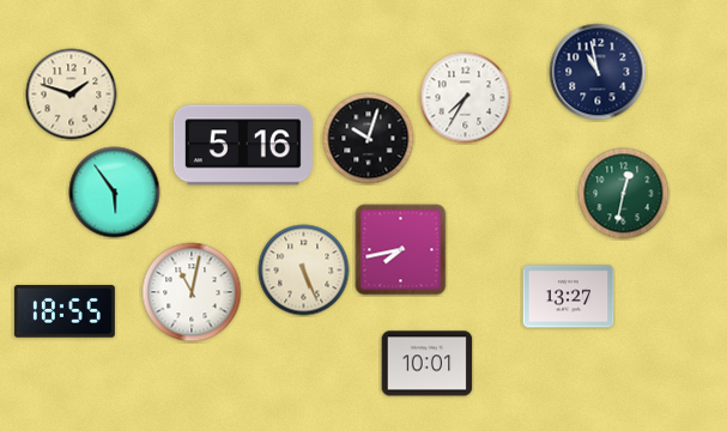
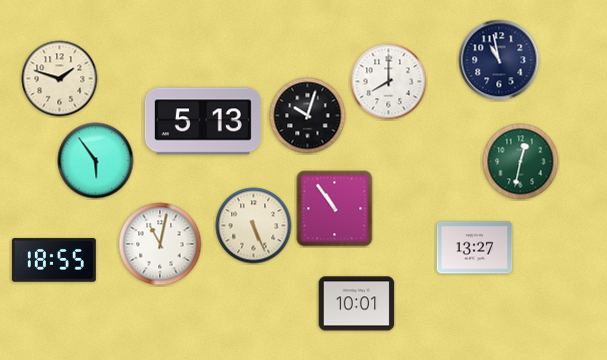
clock at (466, 98): 7:35 -> 8:00
clock at (243, 145): 5:16 -> 5:13
clock at (401, 250): 7:43 -> 10:54
